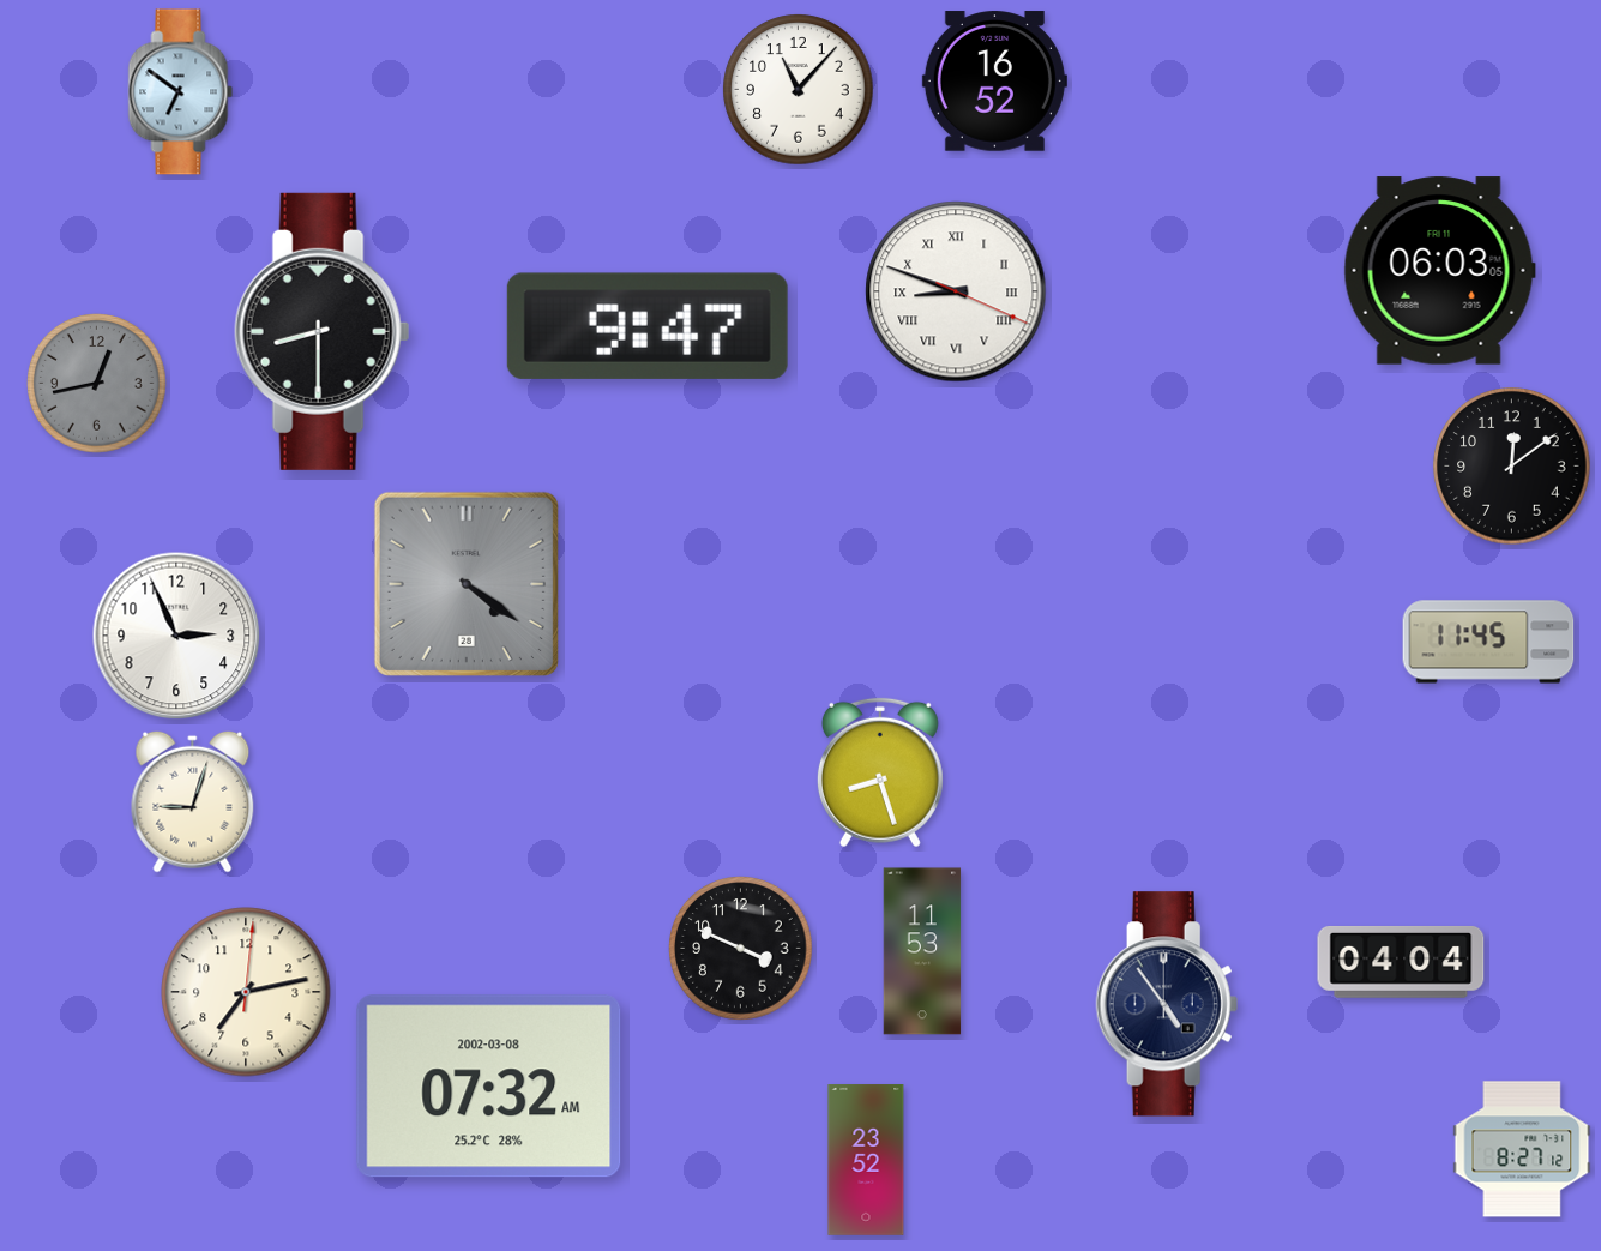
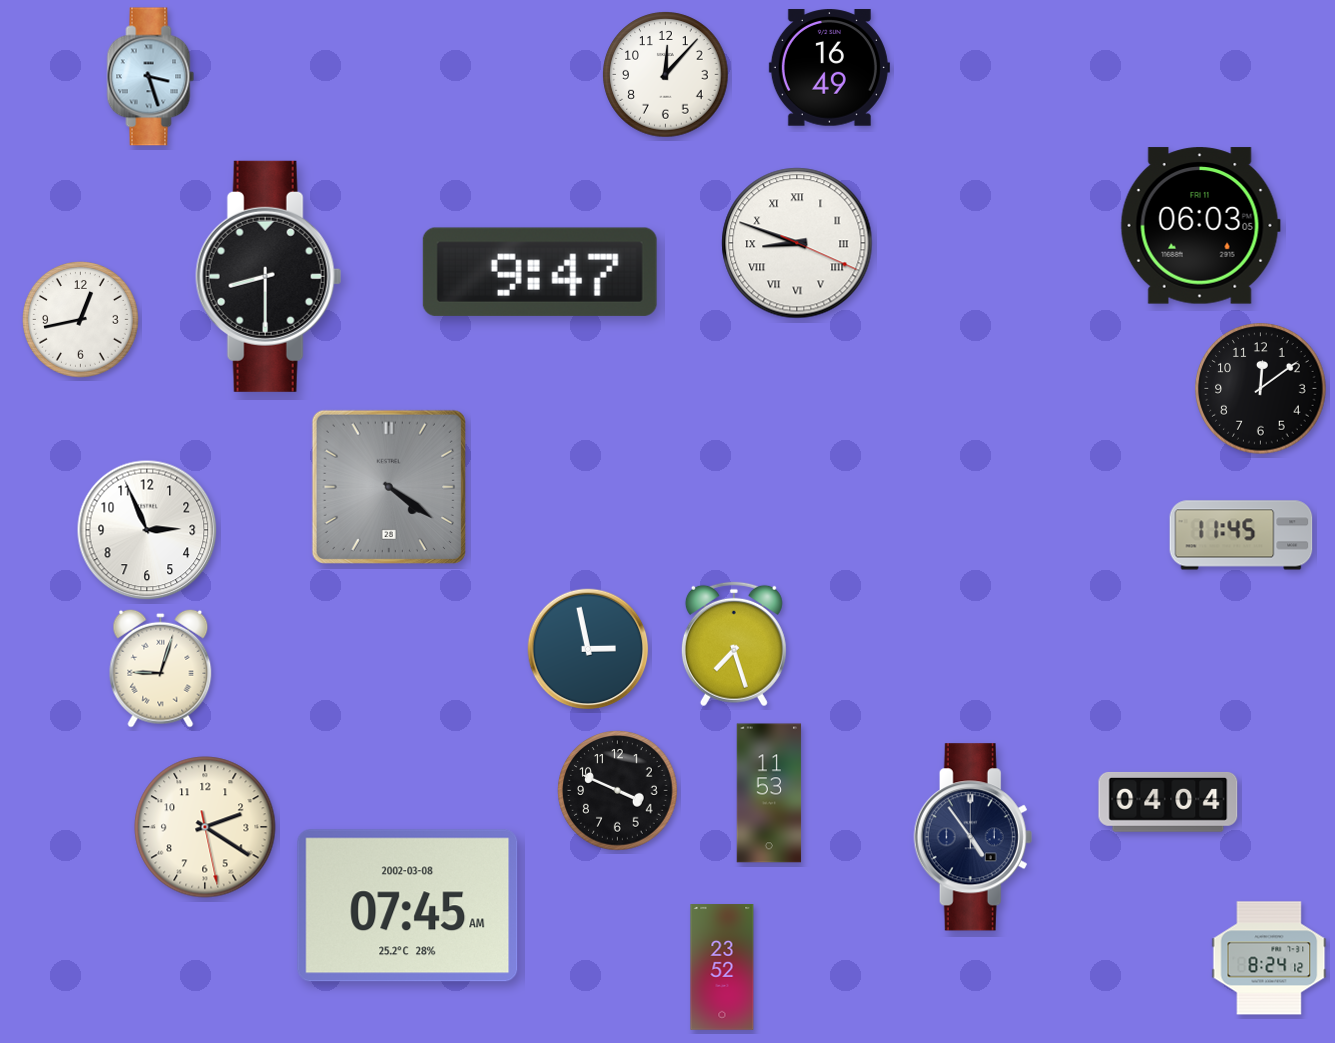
clock at (994, 82): 16:52 -> 16:49
clock at (799, 90): 11:07 -> 12:07
clock at (181, 92): 6:51 -> 3:27
clock at (97, 384) dial: grey -> white
clock at (880, 772): 8:27 -> 7:27
clock at (588, 649): none -> 2:58
clock at (246, 992): 7:13 -> 2:20
clock at (489, 1087): 07:32 -> 07:45
clock at (1522, 1149): 8:27 -> 8:24
